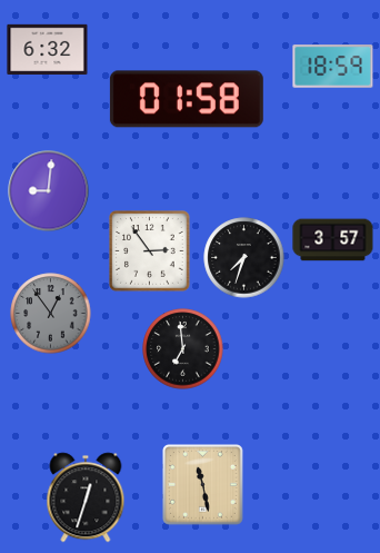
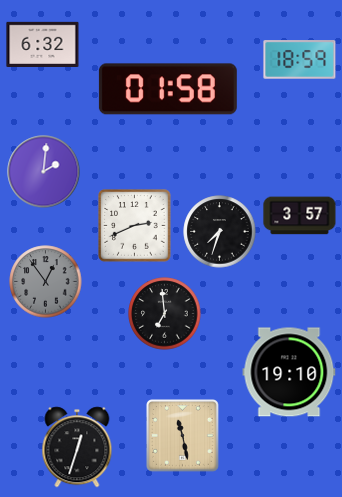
clock at (49, 191): 9:01 -> 2:01
clock at (150, 251): 2:54 -> 2:41
clock at (289, 372): none -> 19:10
